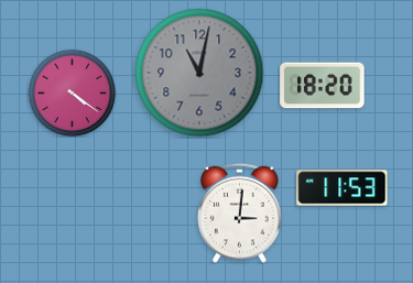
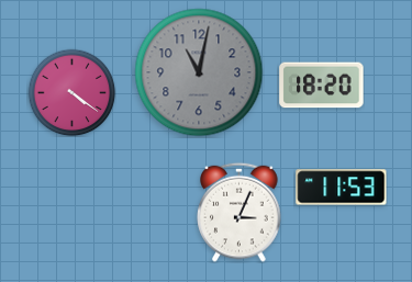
clock at (240, 213): 3:01 -> 3:04
